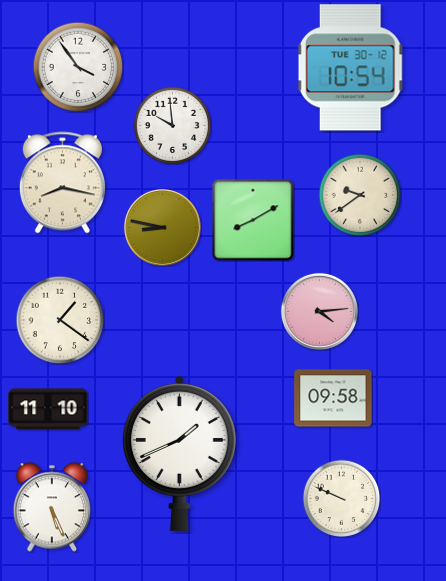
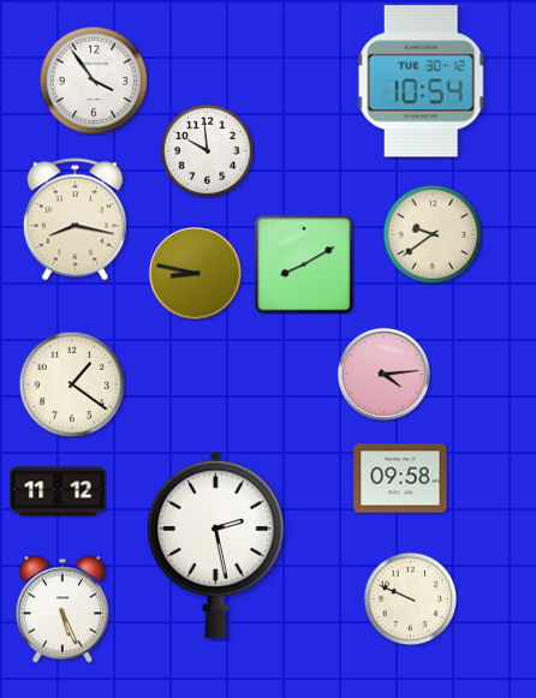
clock at (48, 409): 11:10 -> 11:12
clock at (179, 453): 1:41 -> 2:28
